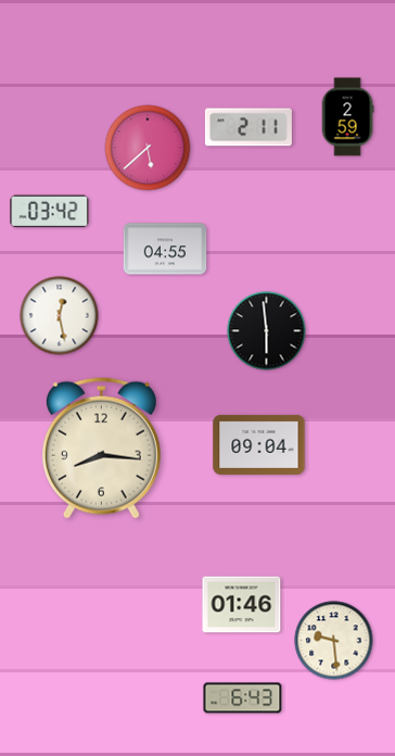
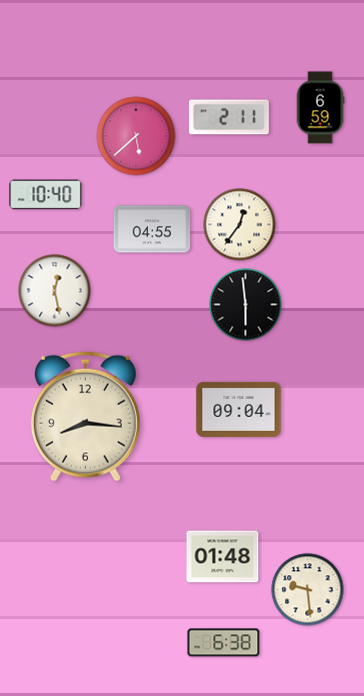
clock at (347, 117): 2:59 -> 6:59
clock at (50, 212): 03:42 -> 10:40
clock at (240, 225): none -> 12:36
clock at (101, 448) position: (101, 448) -> (85, 416)
clock at (242, 605): 01:46 -> 01:48
clock at (243, 698): 6:43 -> 6:38
